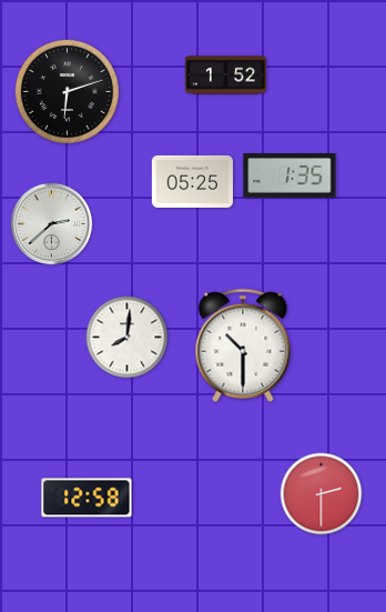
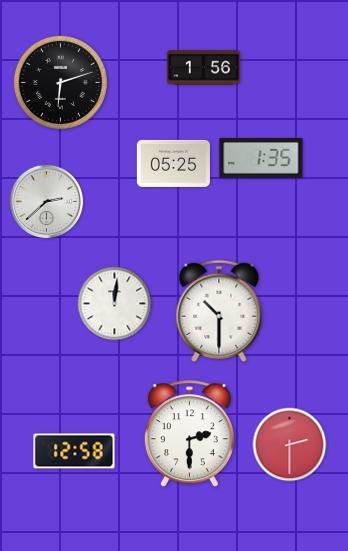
clock at (225, 76): 1:52 -> 1:56
clock at (128, 338): 8:01 -> 12:01
clock at (189, 434): none -> 2:30
clock at (87, 498) position: (87, 498) -> (74, 451)
